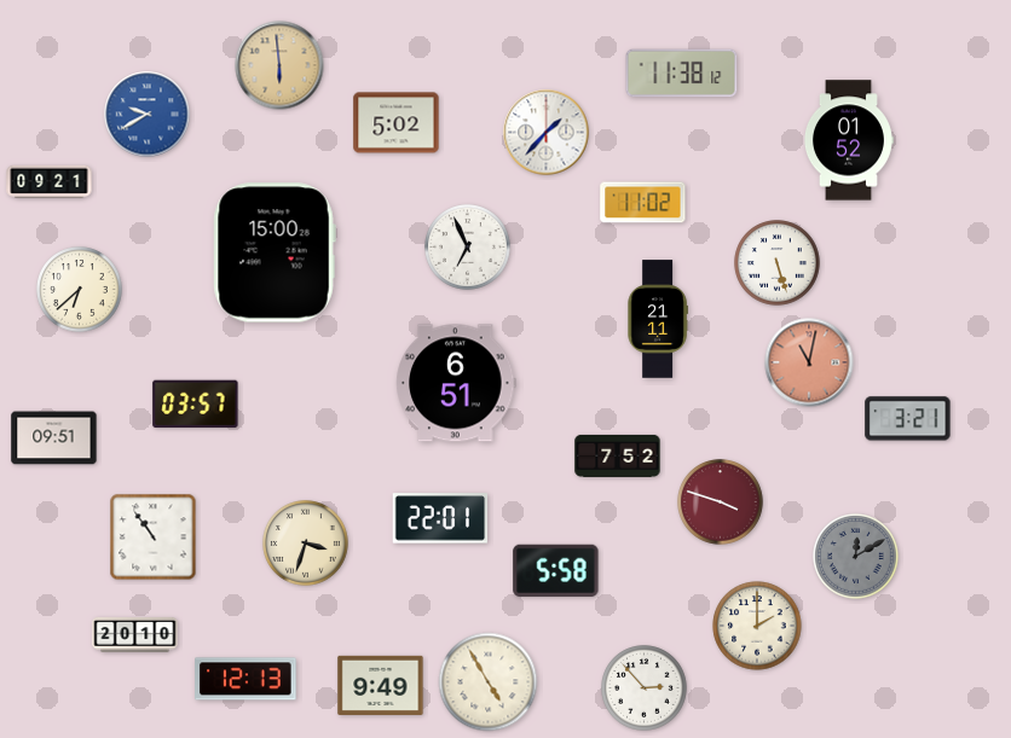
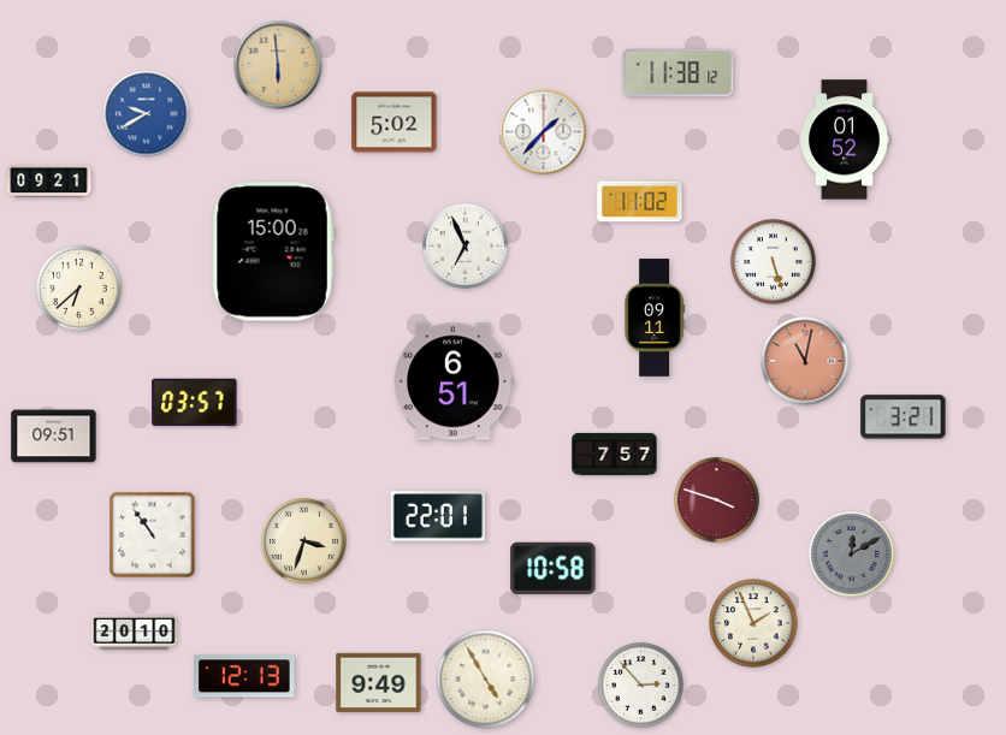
clock at (658, 319): 21:11 -> 09:11
clock at (618, 455): 7:52 -> 7:57
clock at (556, 570): 5:58 -> 10:58
clock at (757, 626): 2:00 -> 1:56
